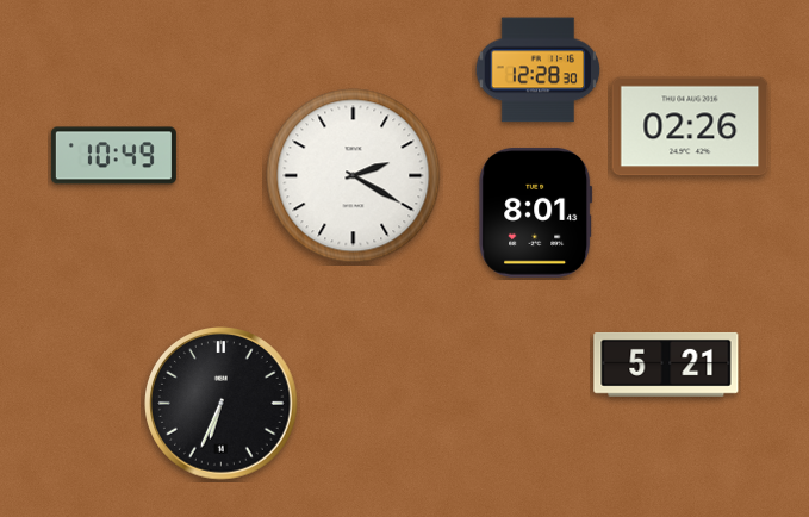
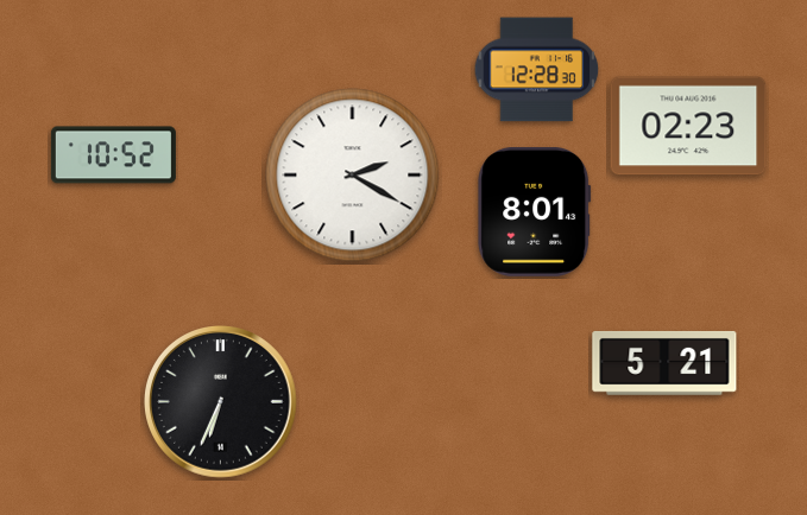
clock at (690, 126): 02:26 -> 02:23
clock at (113, 156): 10:49 -> 10:52
